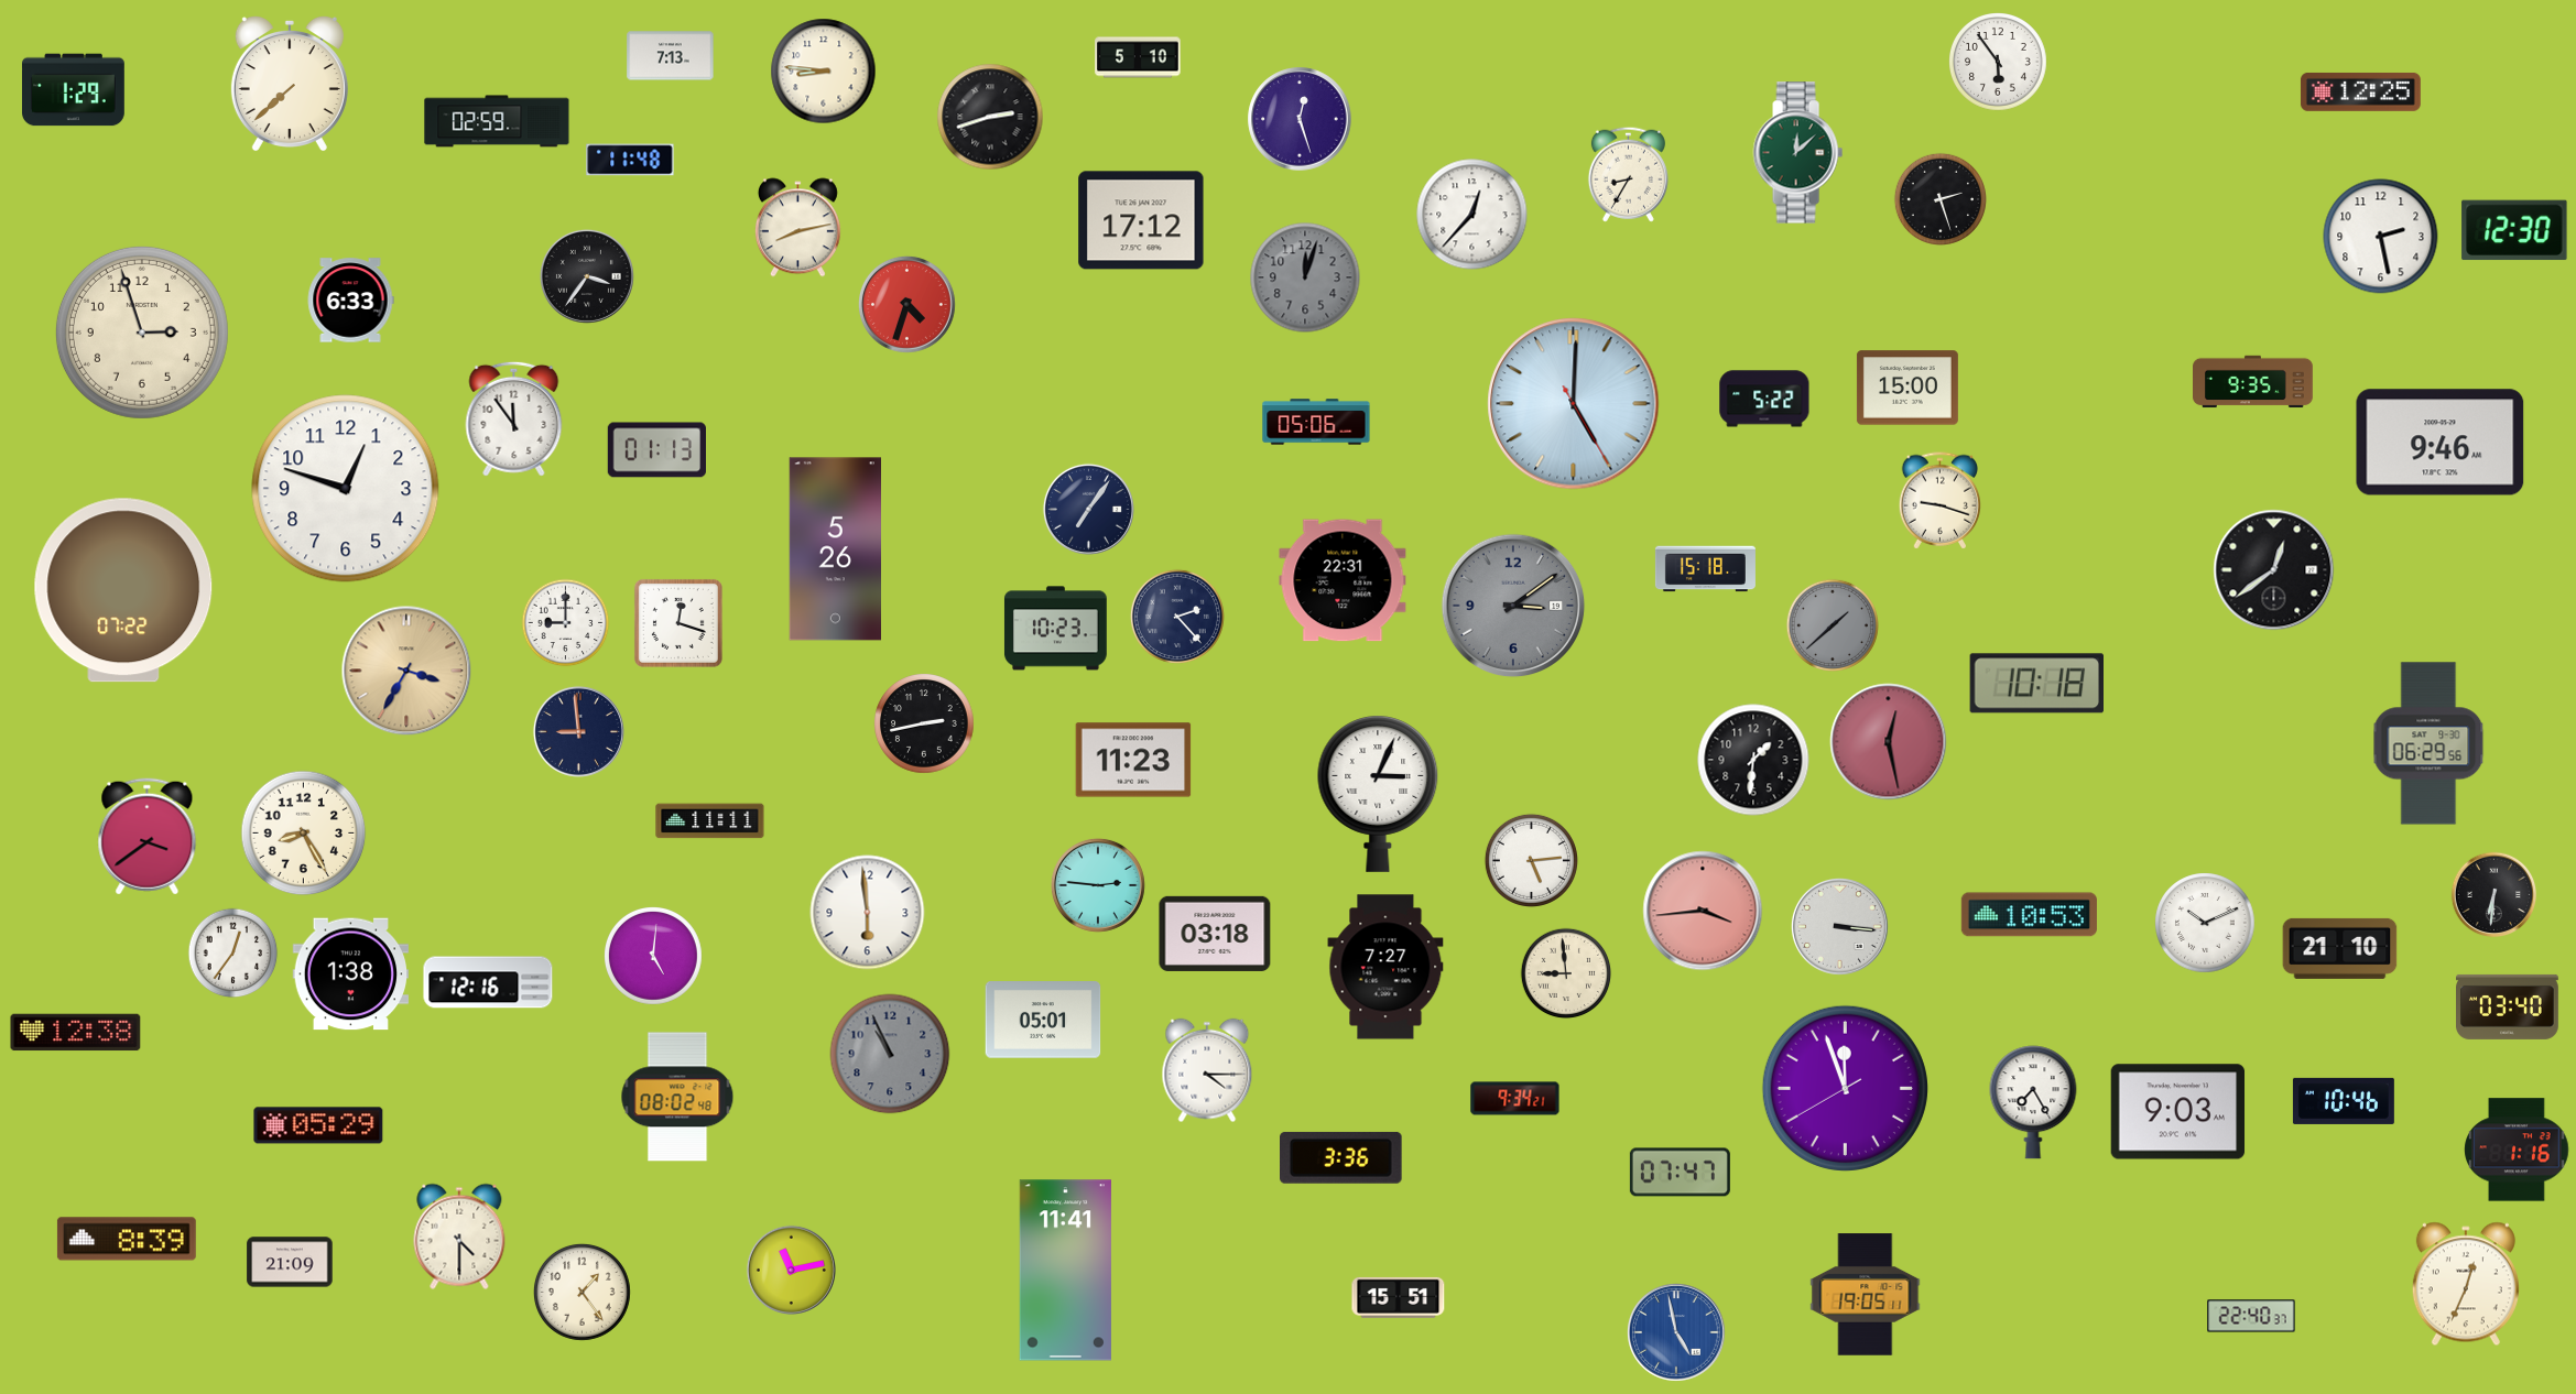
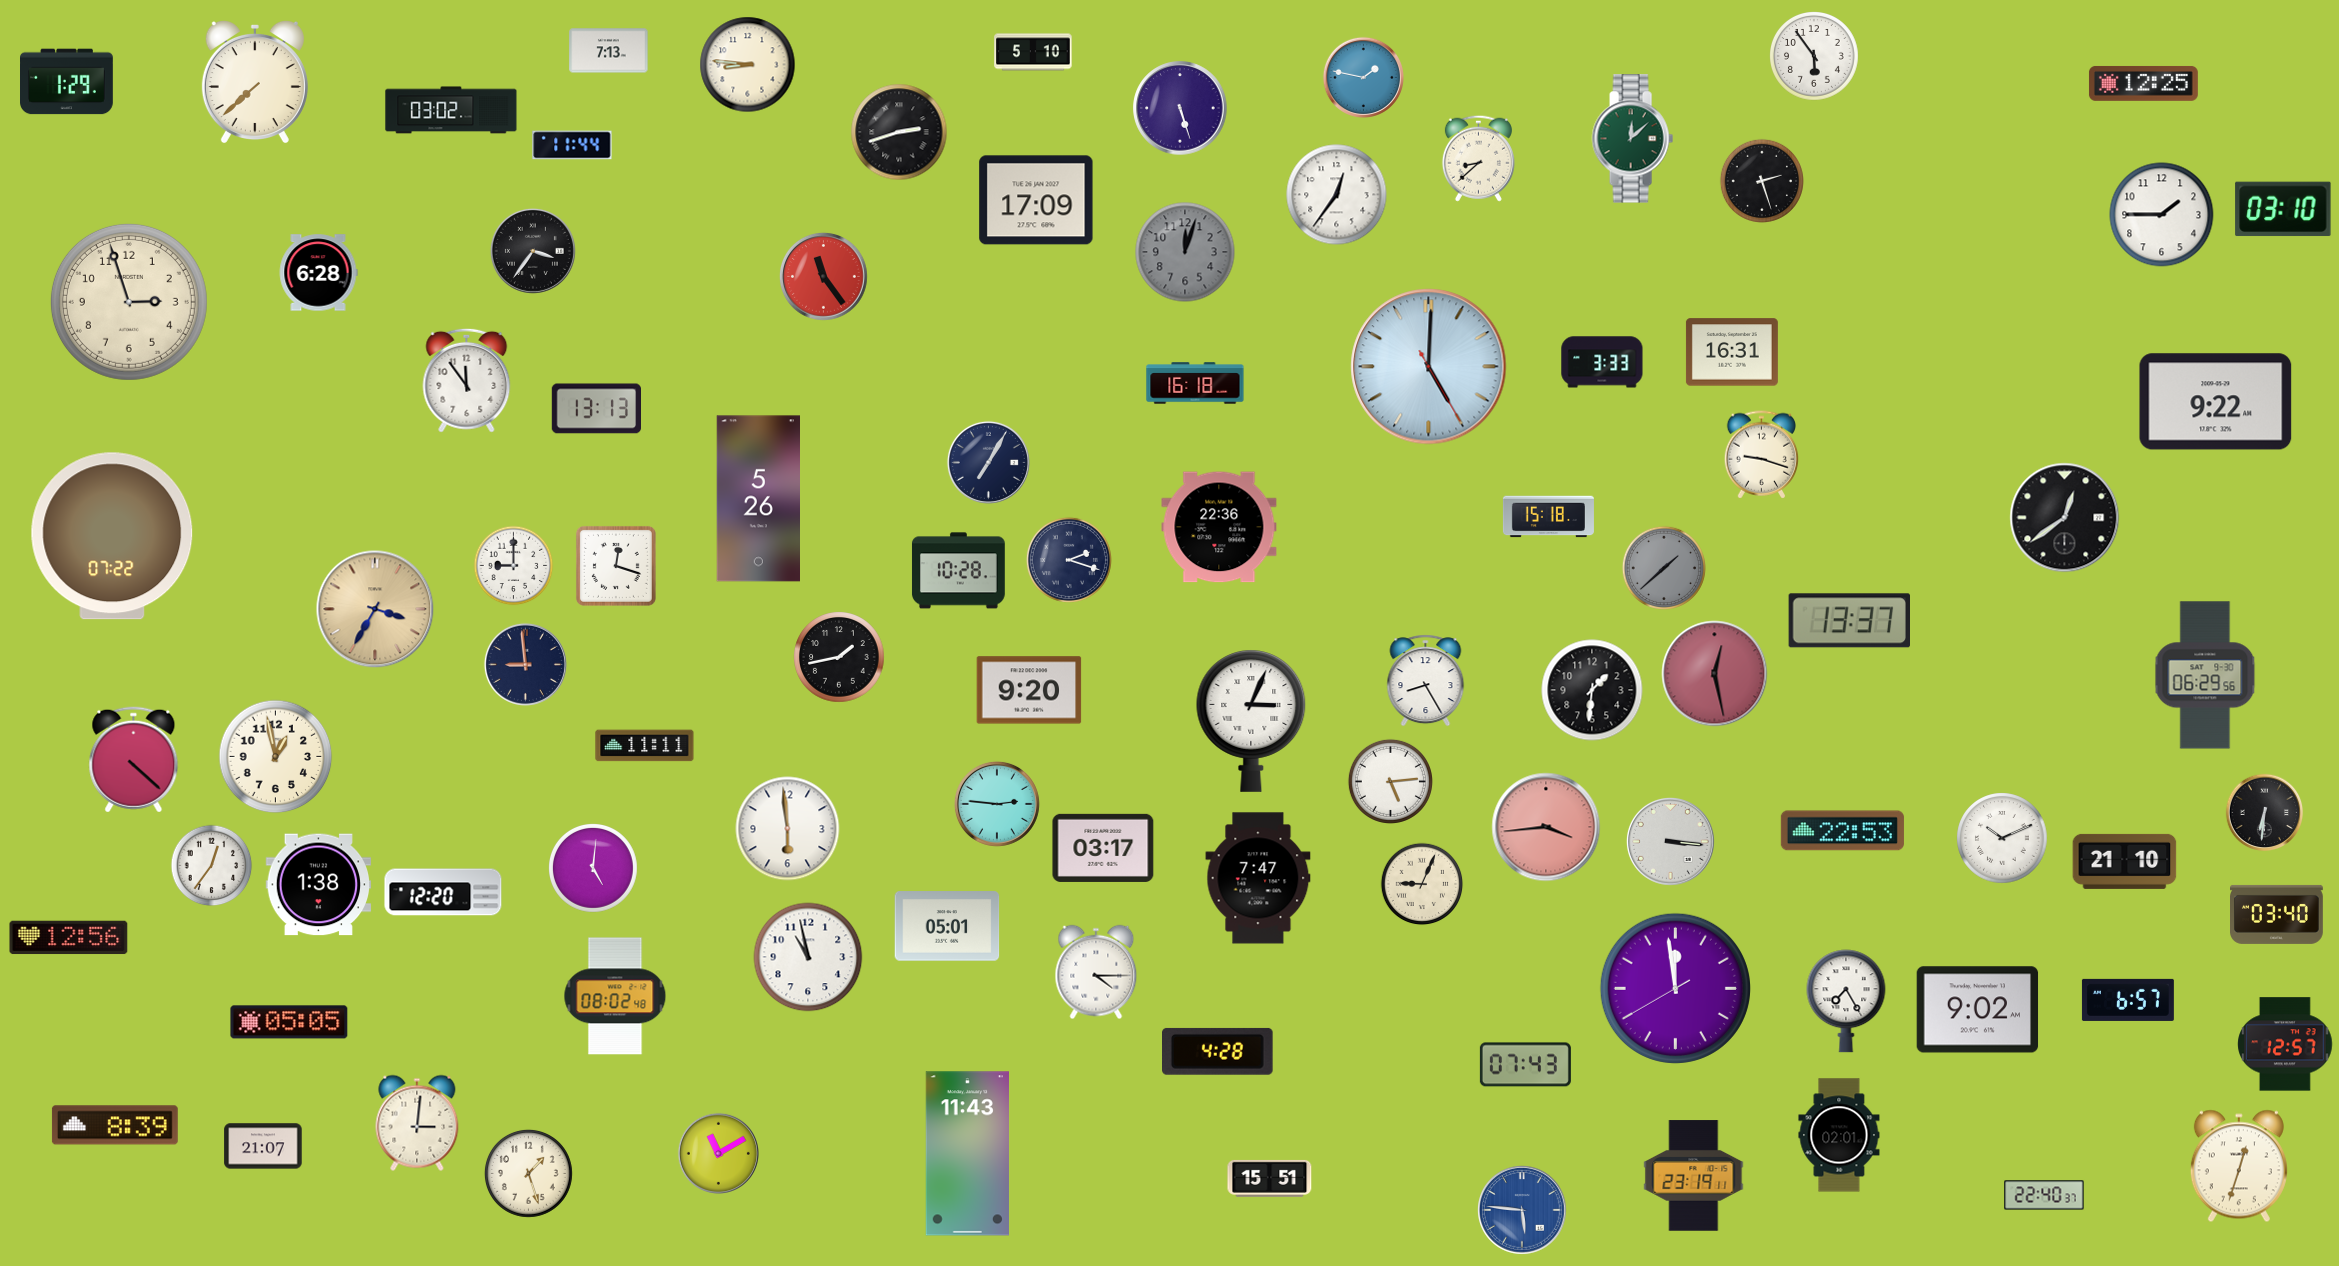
clock at (290, 84) position: (290, 84) -> (255, 82)
clock at (1363, 77): none -> 1:47
clock at (990, 117) position: (990, 117) -> (899, 132)
clock at (1300, 119): 12:27 -> 5:27
clock at (497, 121): 02:59 -> 03:02
clock at (630, 160): 11:48 -> 11:44
clock at (1628, 174): 8:35 -> 8:38
clock at (1472, 215): 12:37 -> 12:36
clock at (1141, 220): 17:12 -> 17:09
clock at (797, 228): 8:13 -> none
clock at (2514, 230): 12:30 -> 03:10
clock at (2381, 237): 2:28 -> 1:45
clock at (350, 301): 6:33 -> 6:28
clock at (906, 304): 4:33 -> 11:24
clock at (2253, 382): 9:35 -> none
clock at (1907, 388): 15:00 -> 16:31
clock at (1764, 399): 5:22 -> 3:33
clock at (1316, 422): 05:06 -> 16:18
clock at (2441, 443): 9:46 -> 9:22
clock at (657, 450): 01:13 -> 13:13
clock at (346, 489): 12:48 -> none
clock at (1088, 509): 7:06 -> 7:05
clock at (1343, 580): 22:31 -> 22:36
clock at (1513, 606): 3:09 -> none
clock at (1177, 617): 2:23 -> 2:18
clock at (1055, 629): 10:23 -> 10:28
clock at (406, 671) position: (406, 671) -> (375, 609)
clock at (2036, 684): 10:18 -> 13:37
clock at (924, 723): 2:43 -> 1:43
clock at (1426, 681): none -> 8:25
clock at (1133, 760): 11:23 -> 9:20
clock at (304, 834): 8:25 -> 12:58
clock at (148, 837): 3:39 -> 4:22
clock at (2029, 915): 10:53 -> 22:53
clock at (1215, 934): 03:18 -> 03:17
clock at (1385, 967): 7:27 -> 7:47
clock at (1566, 973): 8:59 -> 9:04
clock at (488, 982): 12:16 -> 12:20
clock at (76, 1033): 12:38 -> 12:56
clock at (890, 1054): 10:56 -> 10:58
clock at (890, 1054) dial: grey -> white
clock at (1845, 1088): 11:56 -> 11:58
clock at (1515, 1099): 9:34 -> none
clock at (2344, 1101): 10:46 -> 6:57
clock at (2178, 1112): 9:03 -> 9:02
clock at (318, 1125): 05:29 -> 05:05
clock at (2517, 1150): 1:16 -> 12:57
clock at (1341, 1157): 3:36 -> 4:28
clock at (1680, 1173): 07:47 -> 07:43
clock at (459, 1237): 4:30 -> 3:01
clock at (1839, 1135): none -> 02:01
clock at (290, 1262): 21:09 -> 21:07
clock at (791, 1270): 11:13 -> 11:10
clock at (1065, 1271): 11:41 -> 11:43
clock at (2466, 1284): 12:34 -> 12:33
clock at (581, 1292): 1:24 -> 1:27
clock at (1866, 1295): 19:05 -> 23:19
clock at (1677, 1333): 4:58 -> 5:46
